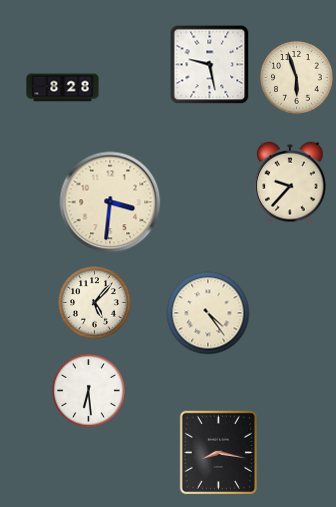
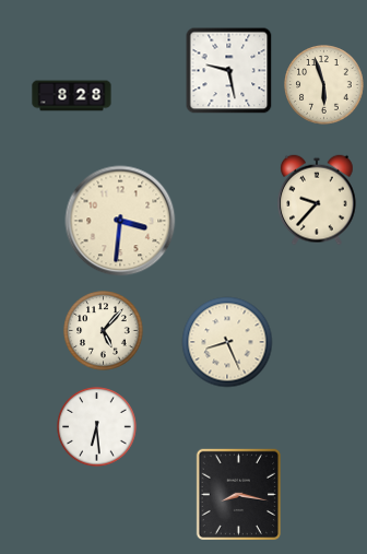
clock at (63, 88) position: (63, 88) -> (72, 96)
clock at (208, 313): 4:24 -> 8:26
